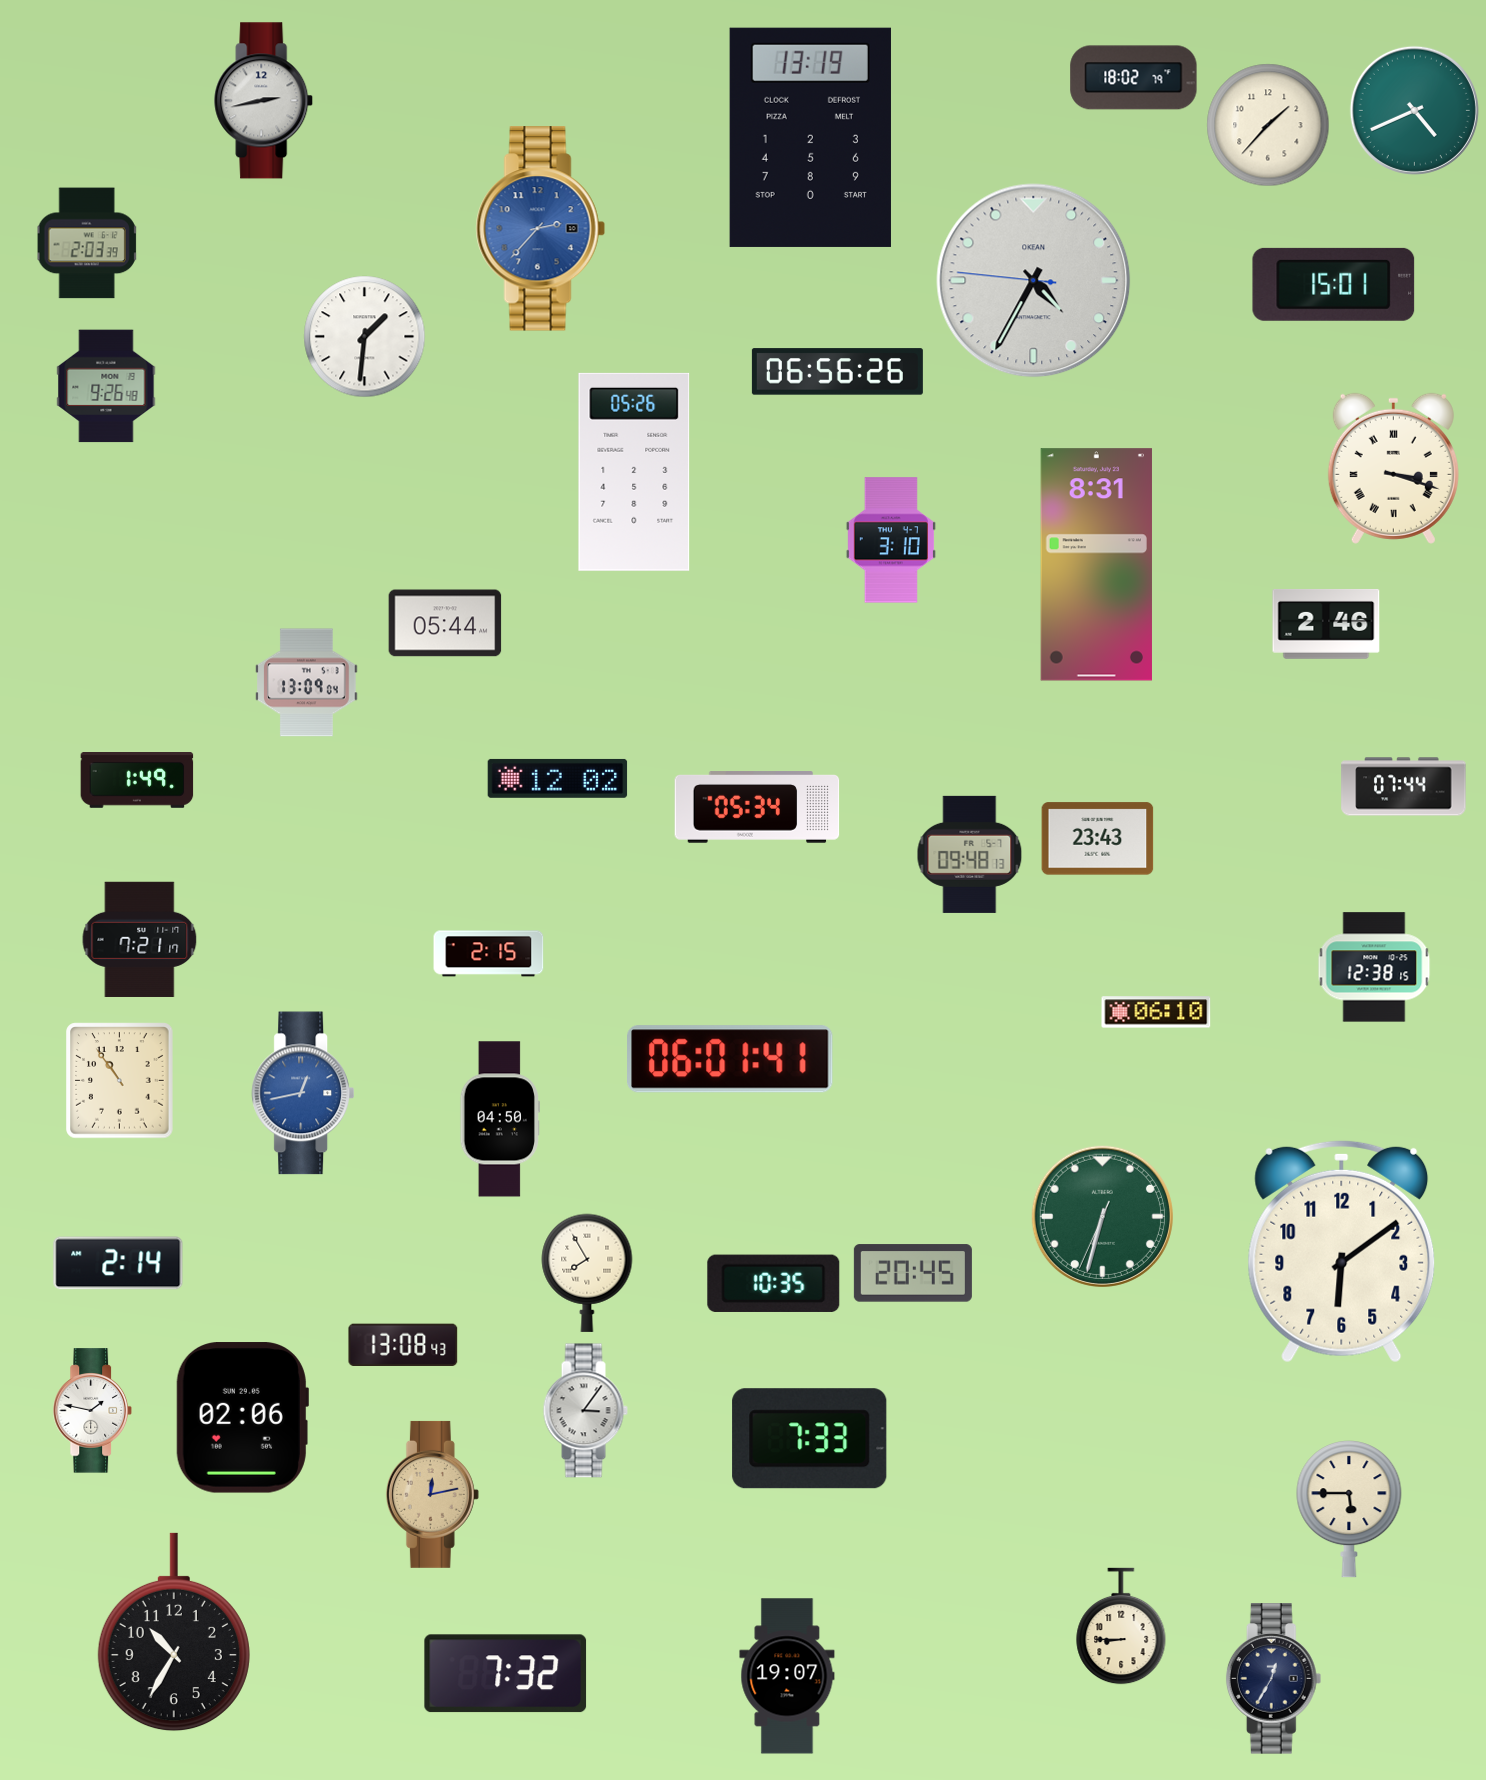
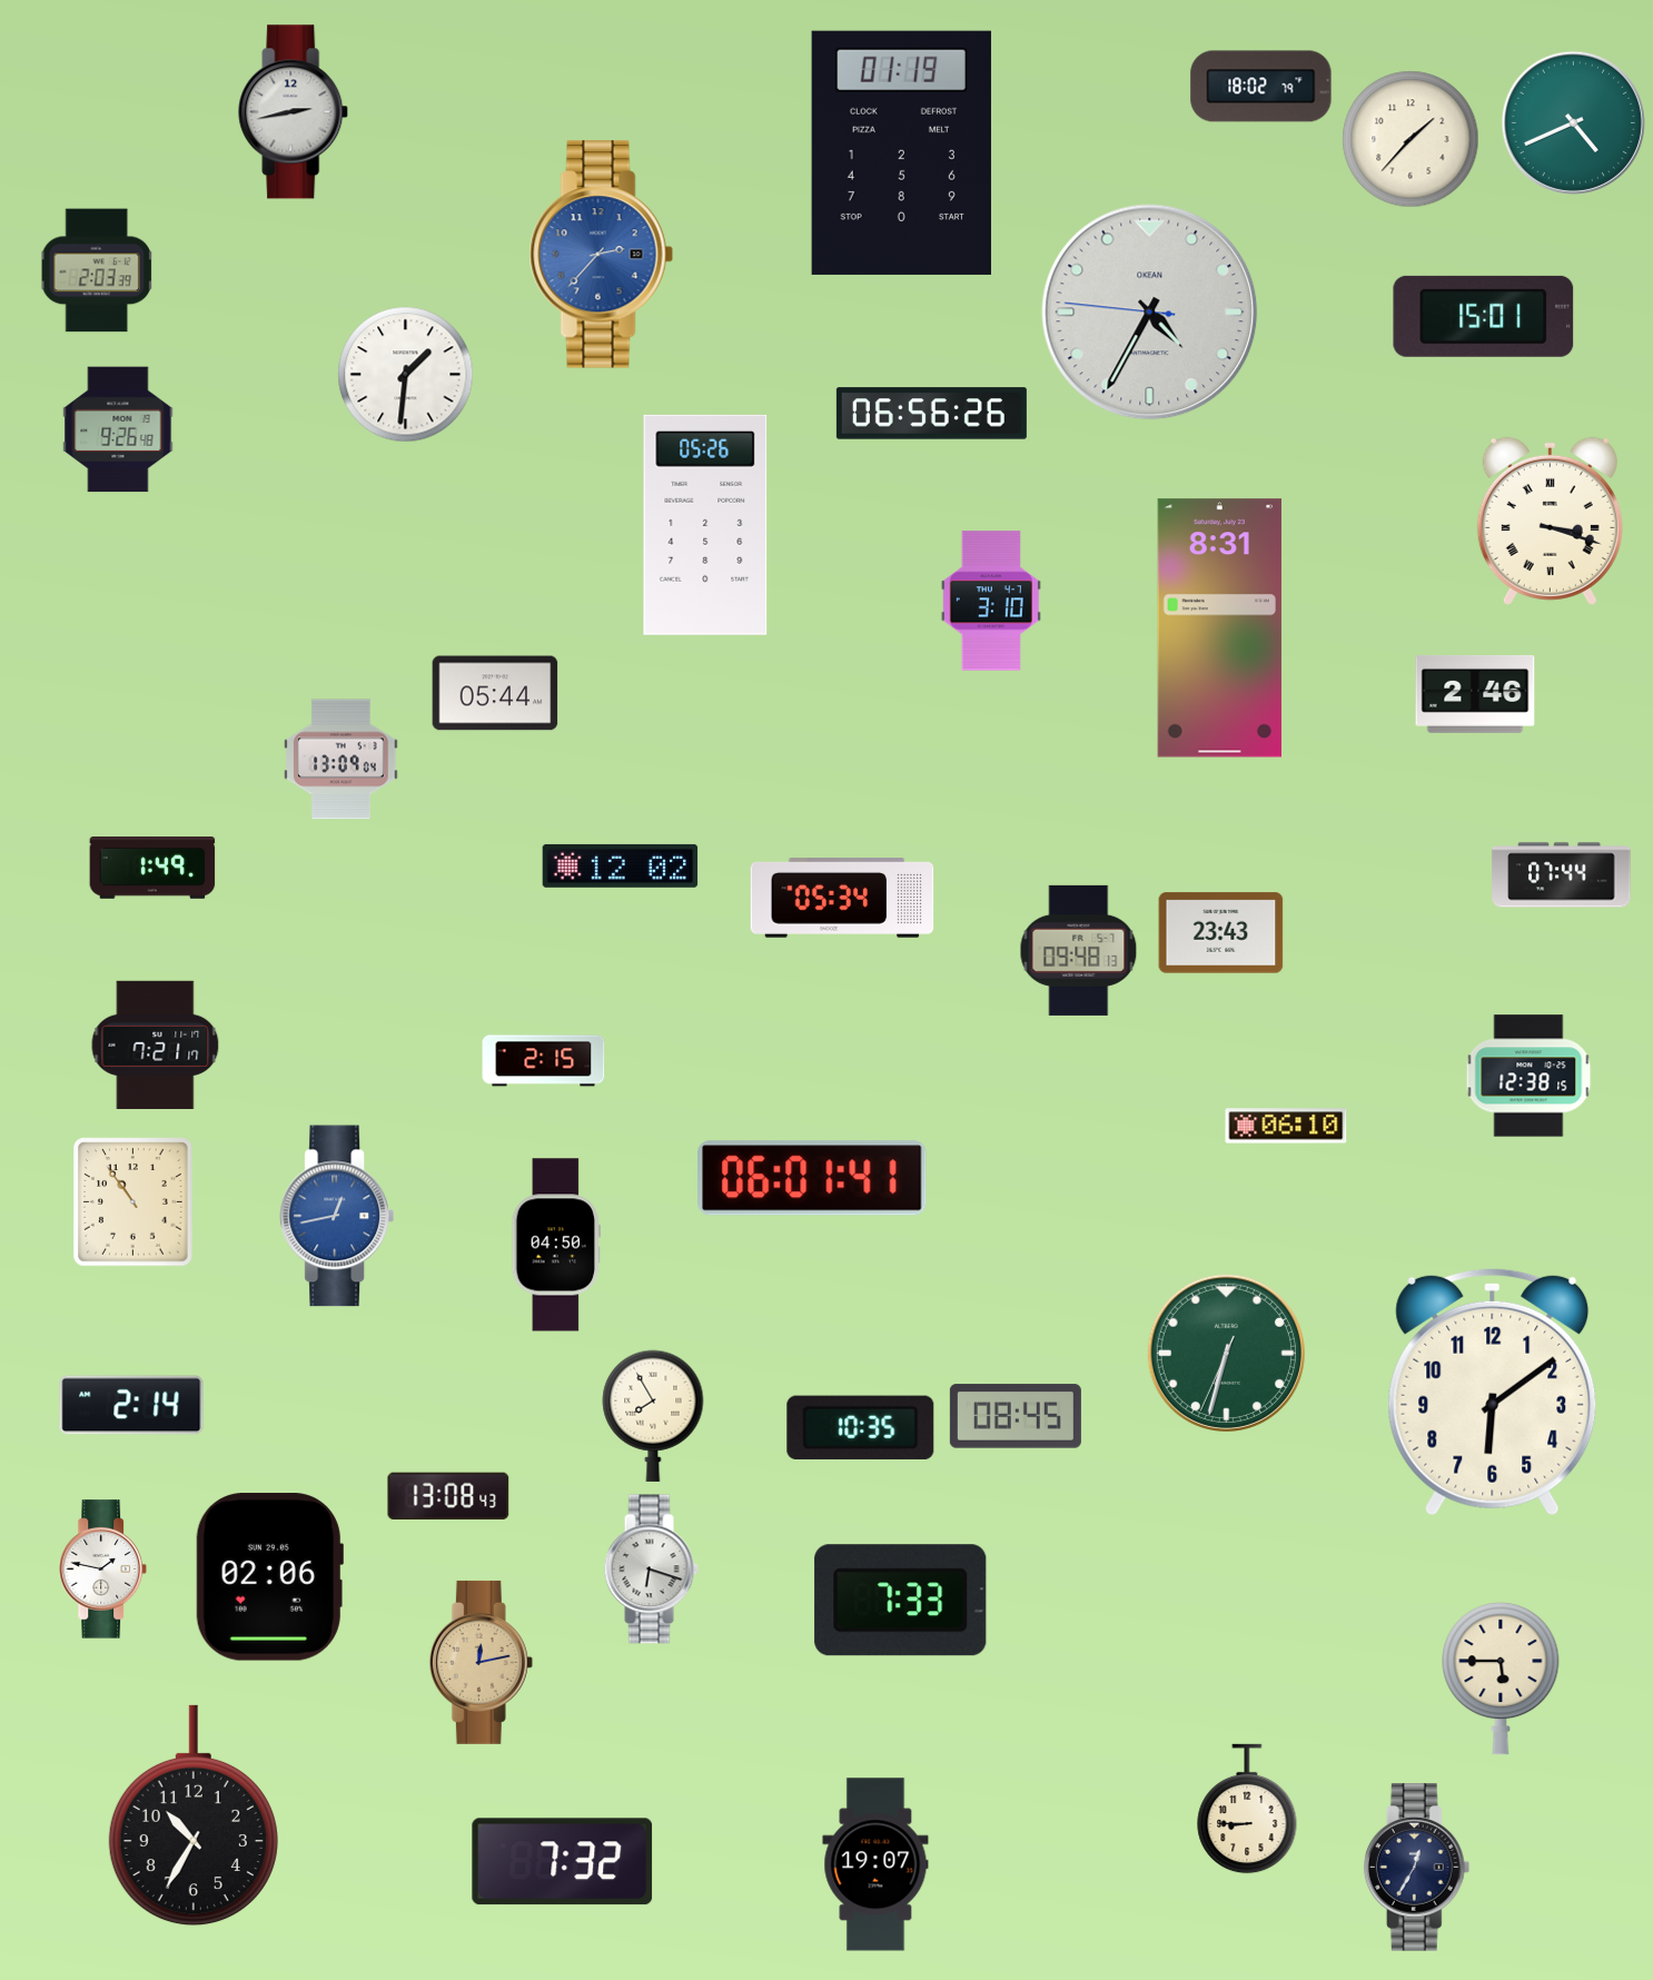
clock at (810, 137): 13:19 -> 01:19
clock at (913, 1273): 20:45 -> 08:45
clock at (585, 1411): 3:06 -> 6:18
